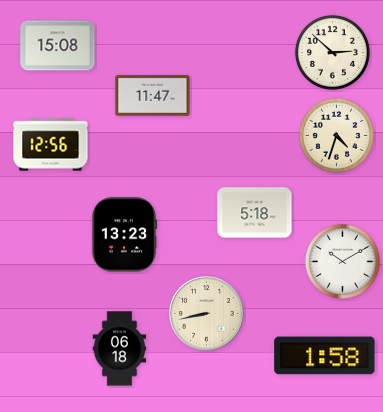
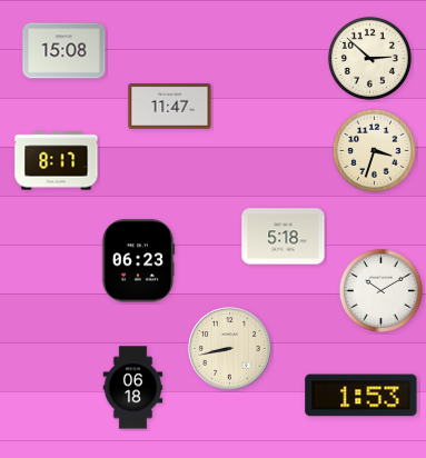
clock at (336, 135): 4:33 -> 3:33
clock at (51, 145): 12:56 -> 8:17
clock at (124, 235): 13:23 -> 06:23
clock at (325, 356): 1:58 -> 1:53
